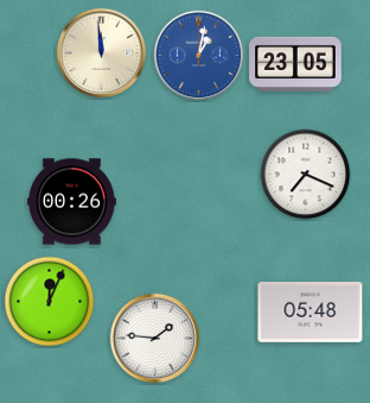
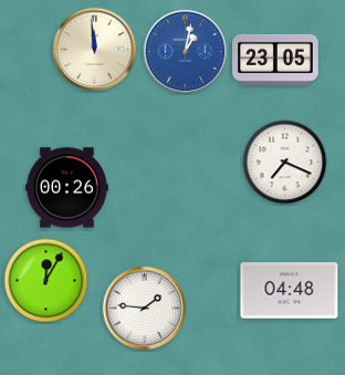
clock at (50, 302): 12:04 -> 12:05
clock at (311, 313): 05:48 -> 04:48
clock at (155, 339) position: (155, 339) -> (145, 309)
